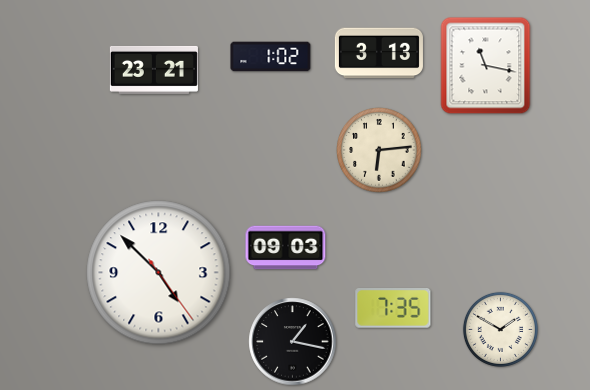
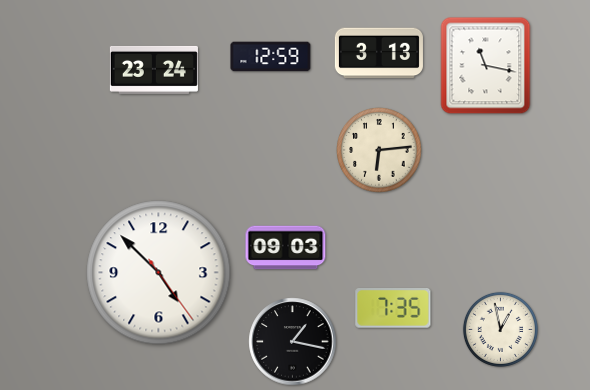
clock at (271, 57): 1:02 -> 12:59
clock at (154, 70): 23:21 -> 23:24
clock at (500, 329): 1:50 -> 12:58
